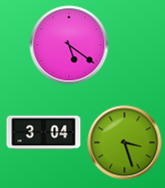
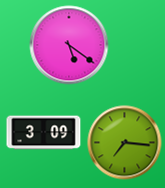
clock at (44, 133): 3:04 -> 3:09
clock at (125, 143): 3:27 -> 7:16
